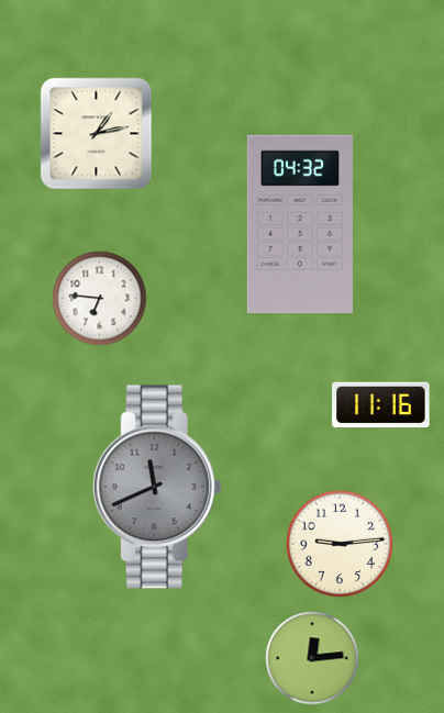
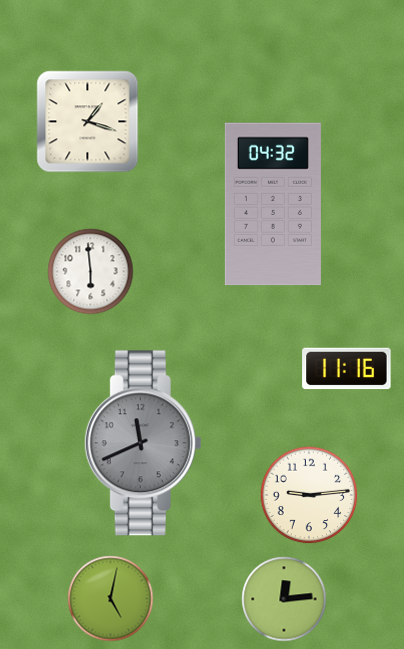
clock at (97, 134): 1:13 -> 1:18
clock at (100, 299): 6:46 -> 5:59
clock at (111, 599): none -> 5:02
